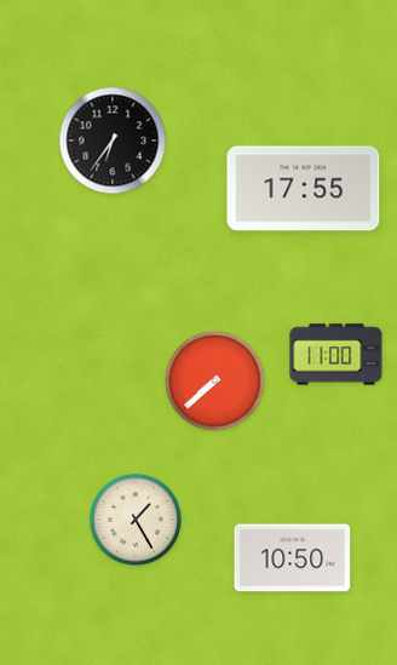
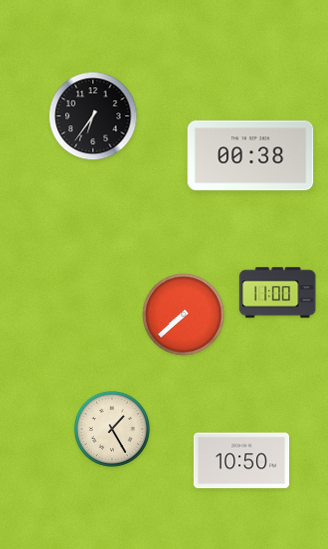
clock at (304, 189): 17:55 -> 00:38
clock at (215, 382) position: (215, 382) -> (184, 315)
